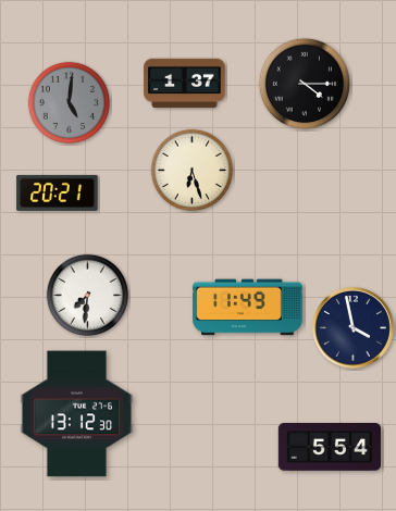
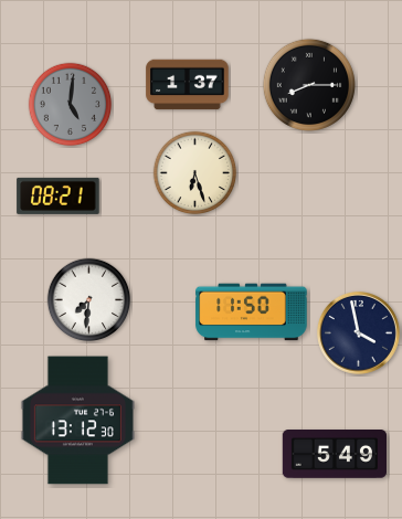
clock at (305, 84): 4:15 -> 8:15
clock at (58, 192): 20:21 -> 08:21
clock at (248, 308): 11:49 -> 11:50
clock at (329, 448): 5:54 -> 5:49
